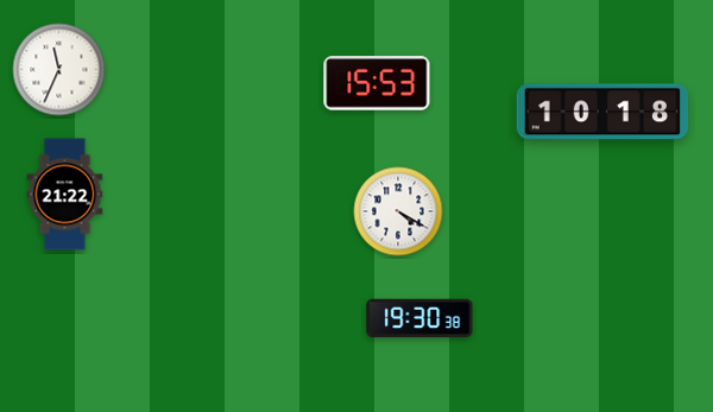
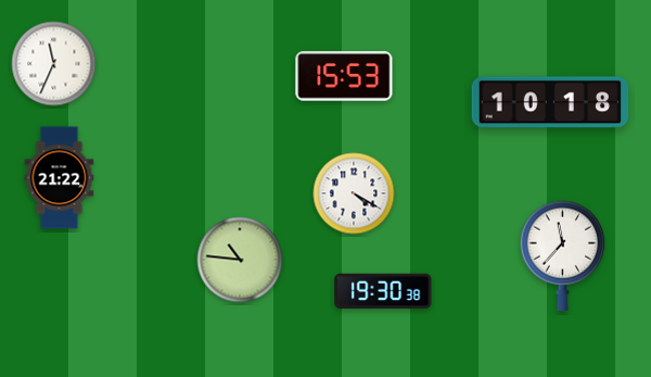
clock at (398, 211) position: (398, 211) -> (354, 193)
clock at (563, 255): none -> 11:37
clock at (240, 260): none -> 10:46
